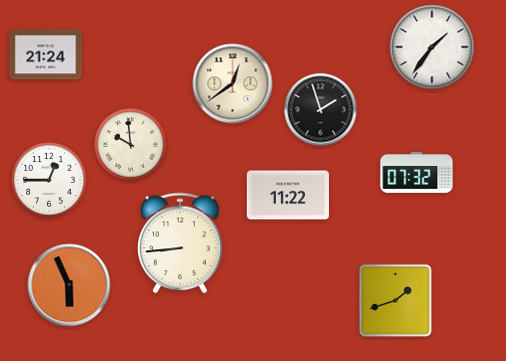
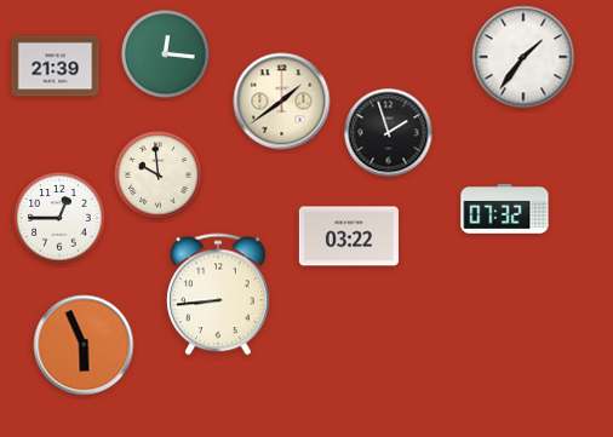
clock at (166, 54): none -> 12:16
clock at (46, 55): 21:24 -> 21:39
clock at (233, 84): 12:39 -> 1:39
clock at (288, 195): 11:22 -> 03:22
clock at (395, 300): 1:42 -> none
